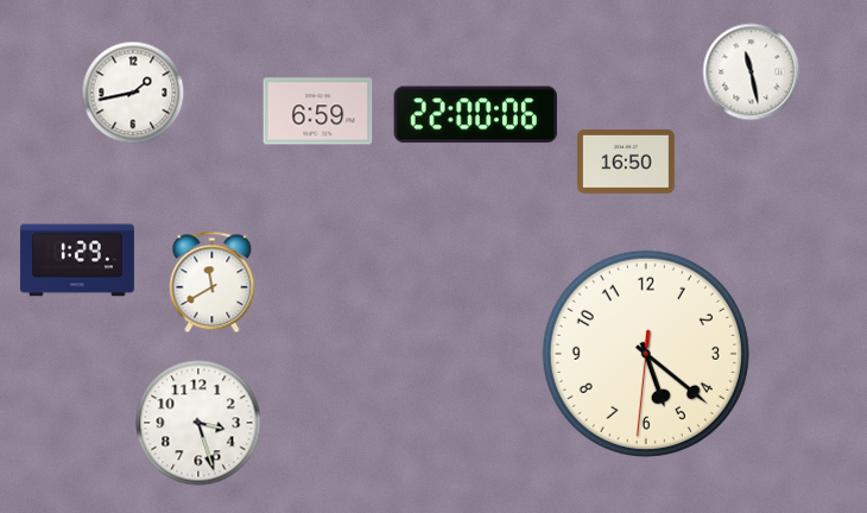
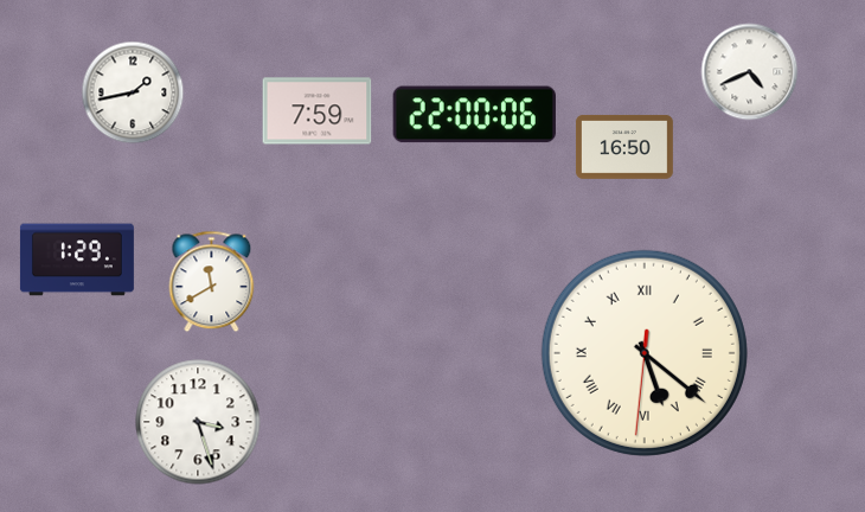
clock at (752, 72): 11:28 -> 4:41
clock at (318, 112): 6:59 -> 7:59
clock at (626, 161) position: (626, 161) -> (624, 147)
clock at (646, 354) numerals: Arabic -> Roman
